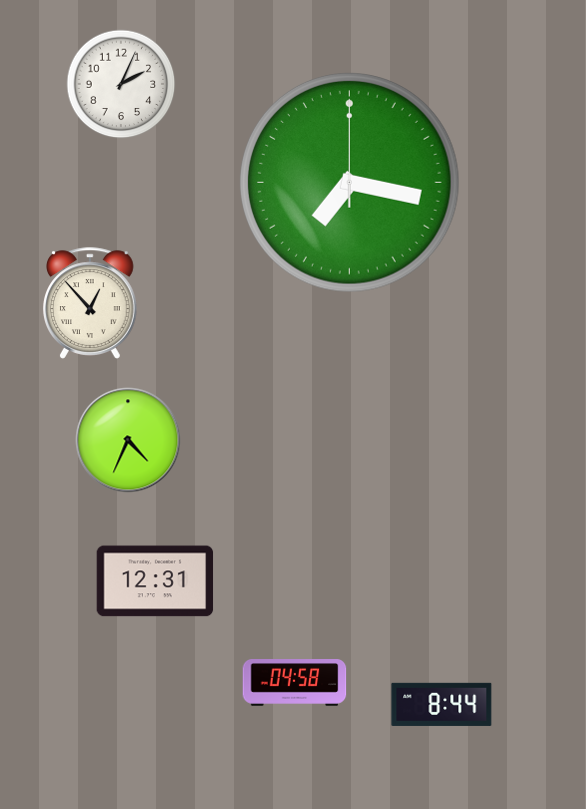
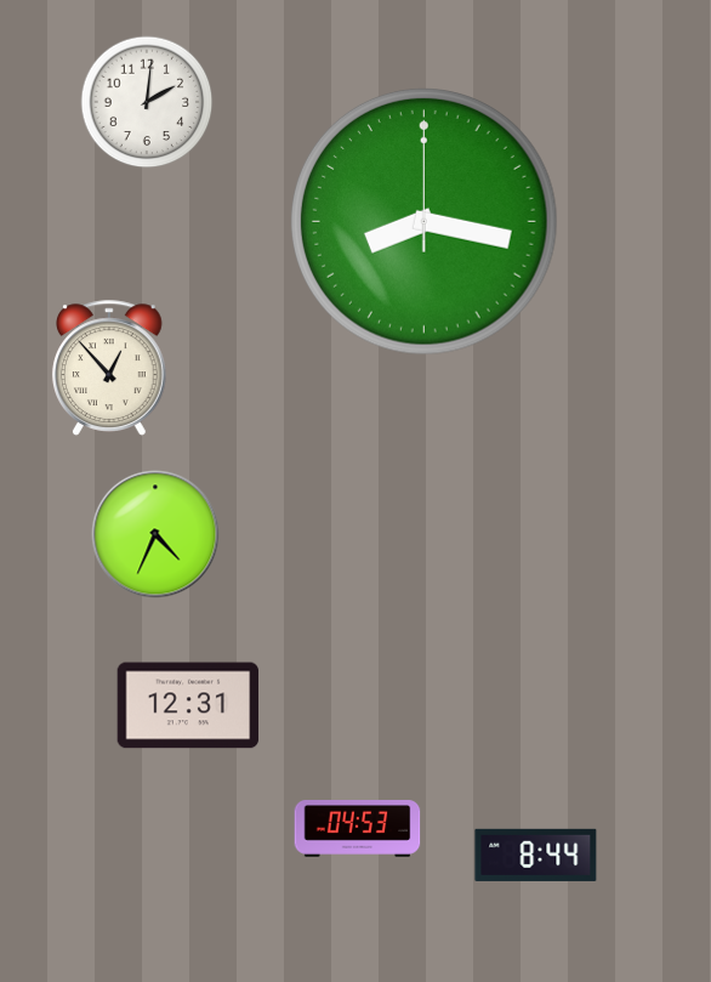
clock at (121, 84): 2:04 -> 2:01
clock at (350, 183): 7:17 -> 8:17
clock at (295, 683): 04:58 -> 04:53
